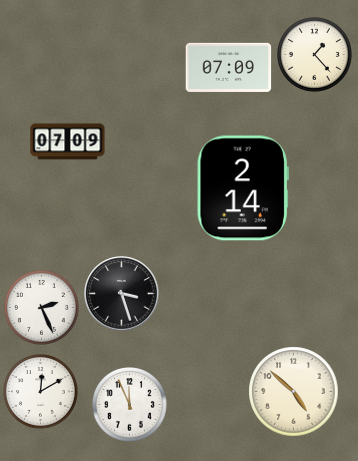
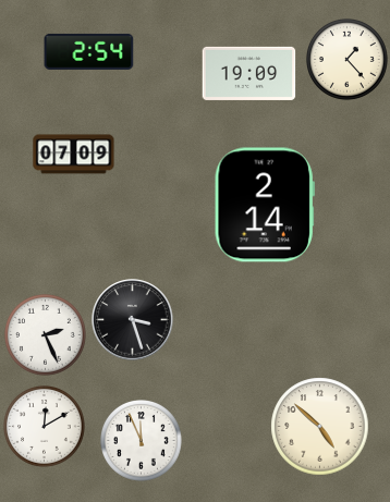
clock at (89, 51): none -> 2:54
clock at (315, 55) position: (315, 55) -> (348, 60)
clock at (229, 67): 07:09 -> 19:09
